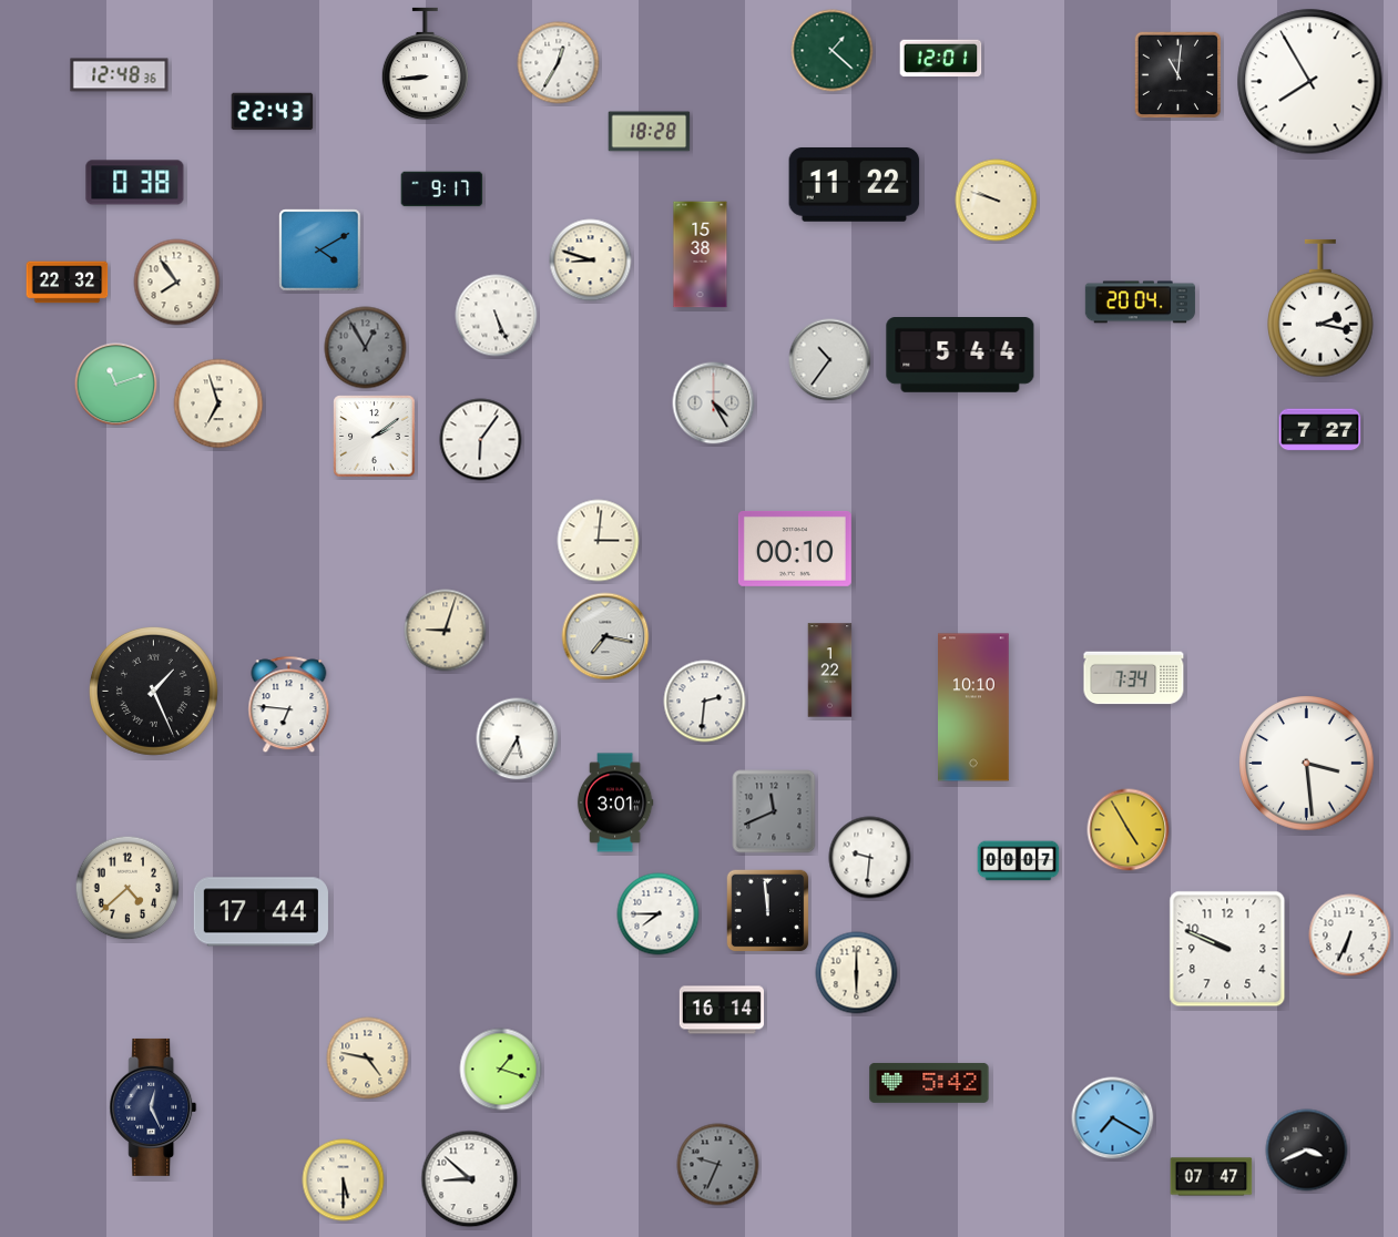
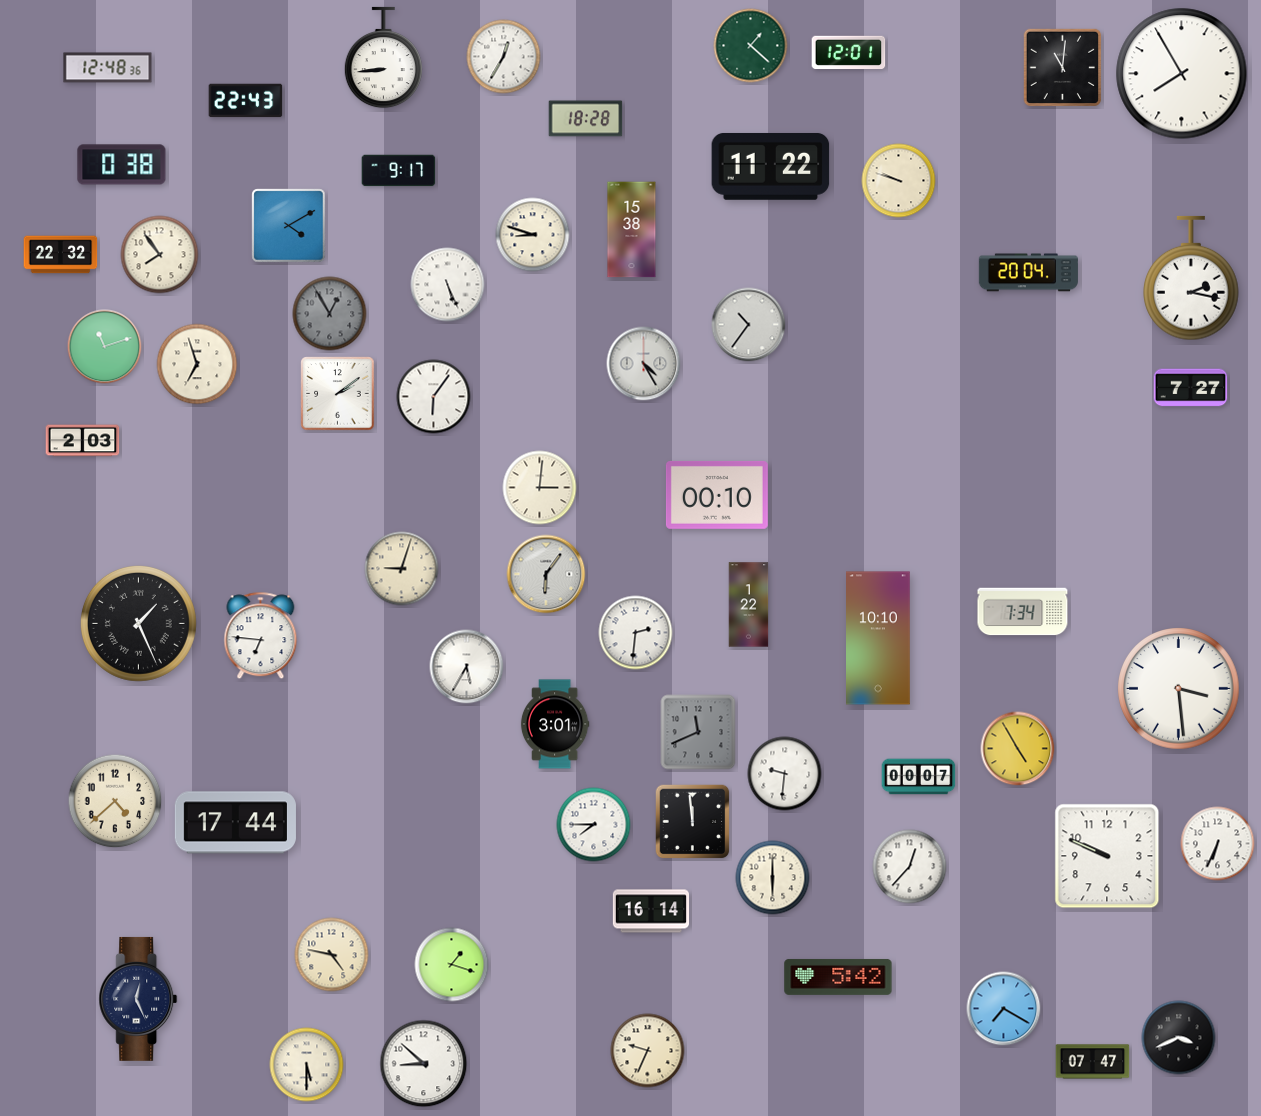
clock at (960, 356): 5:44 -> none
clock at (83, 441): none -> 2:03
clock at (605, 636): 7:17 -> 6:06
clock at (910, 867): none -> 12:37
clock at (718, 1165) dial: grey -> cream
clock at (344, 1180) position: (344, 1180) -> (307, 1065)
